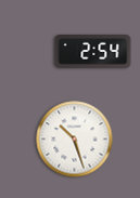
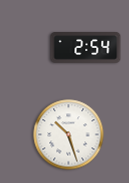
clock at (75, 140) position: (75, 140) -> (69, 135)
